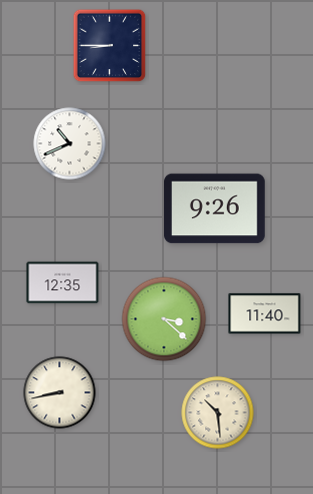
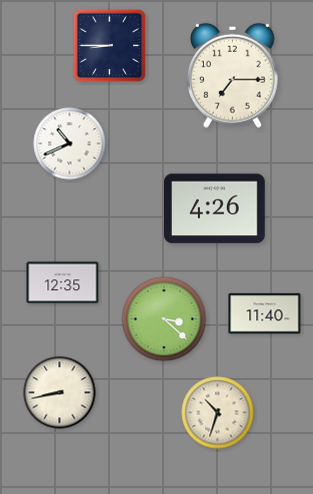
clock at (232, 75): none -> 7:15
clock at (215, 209): 9:26 -> 4:26
clock at (218, 413): 10:29 -> 10:33
